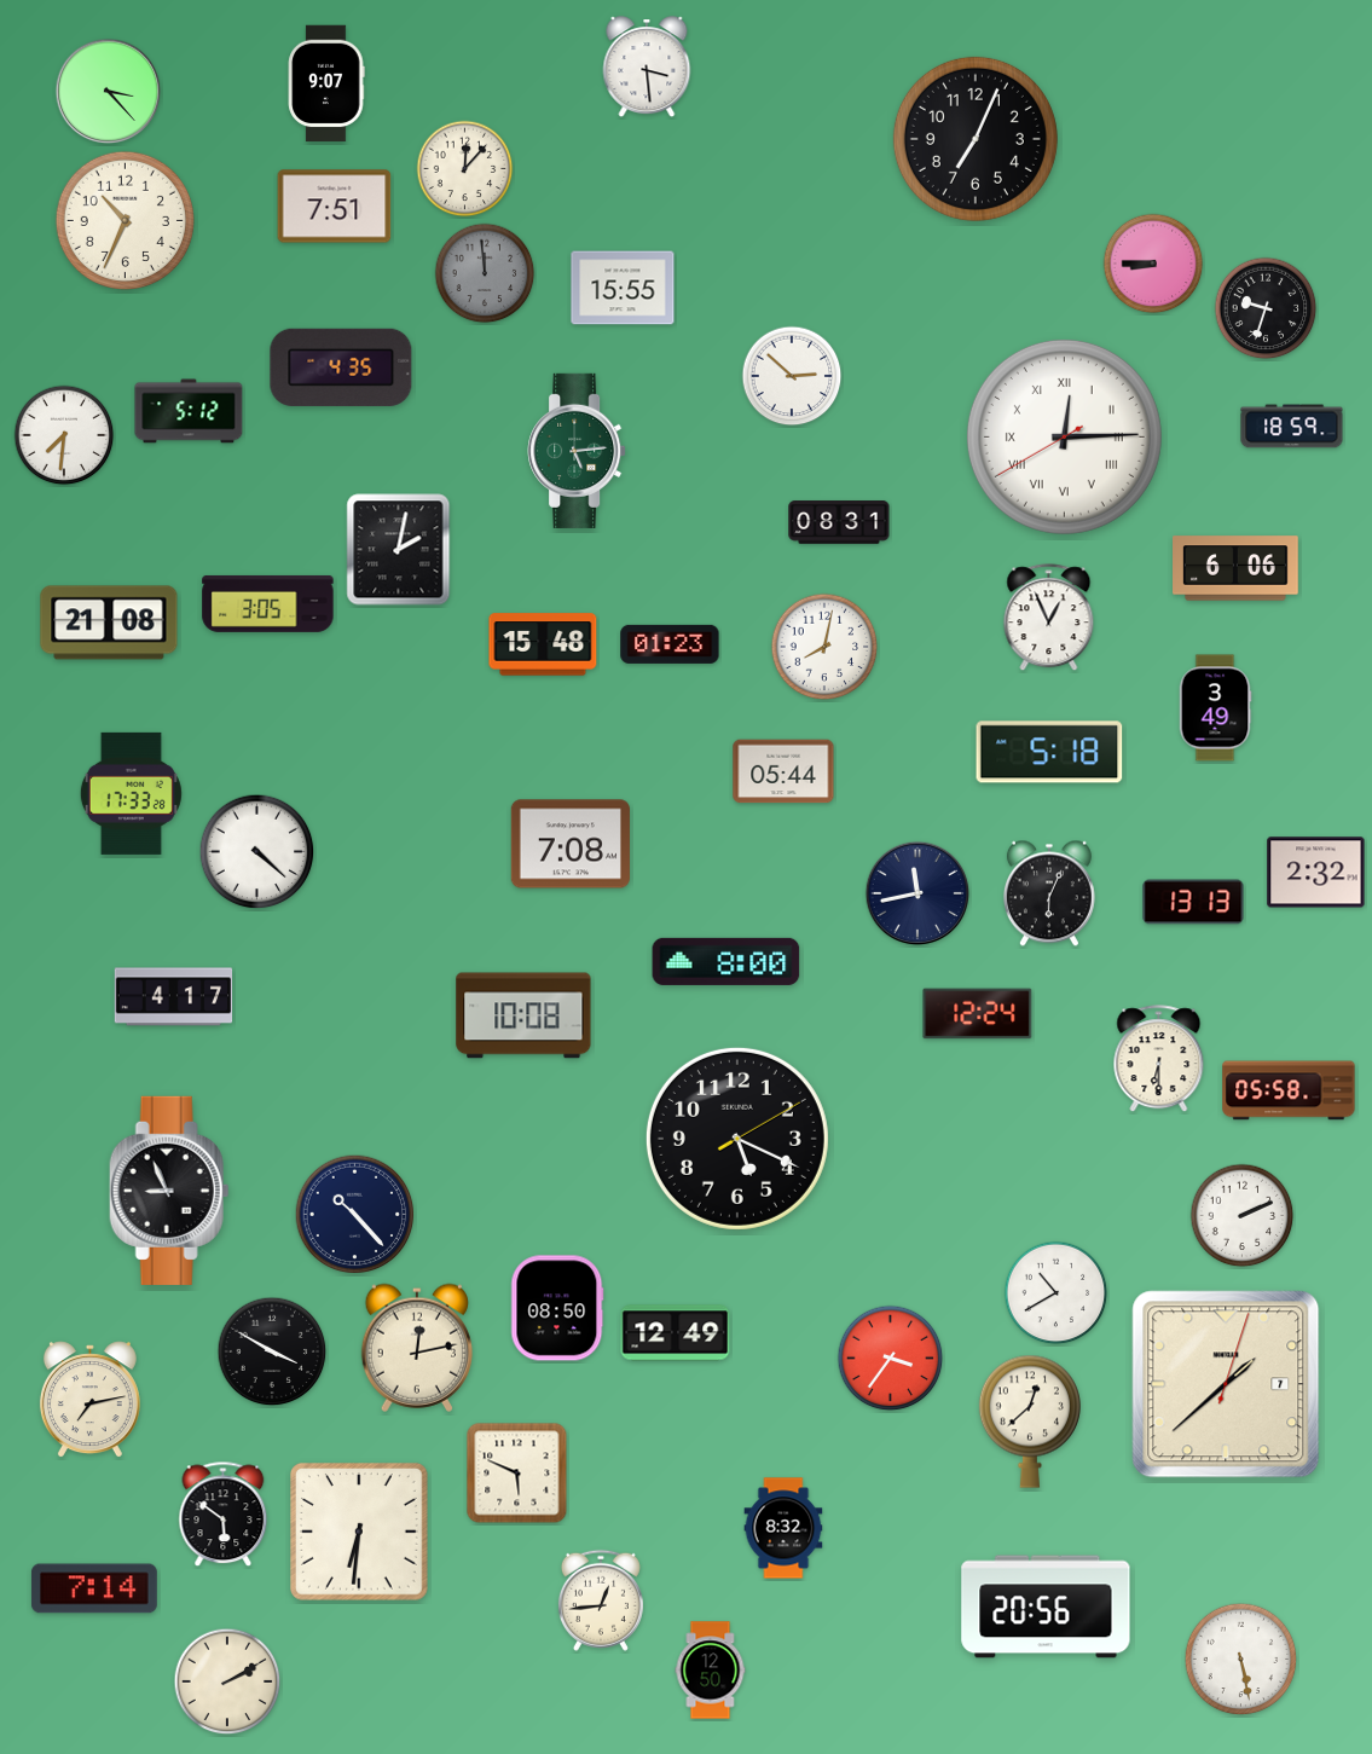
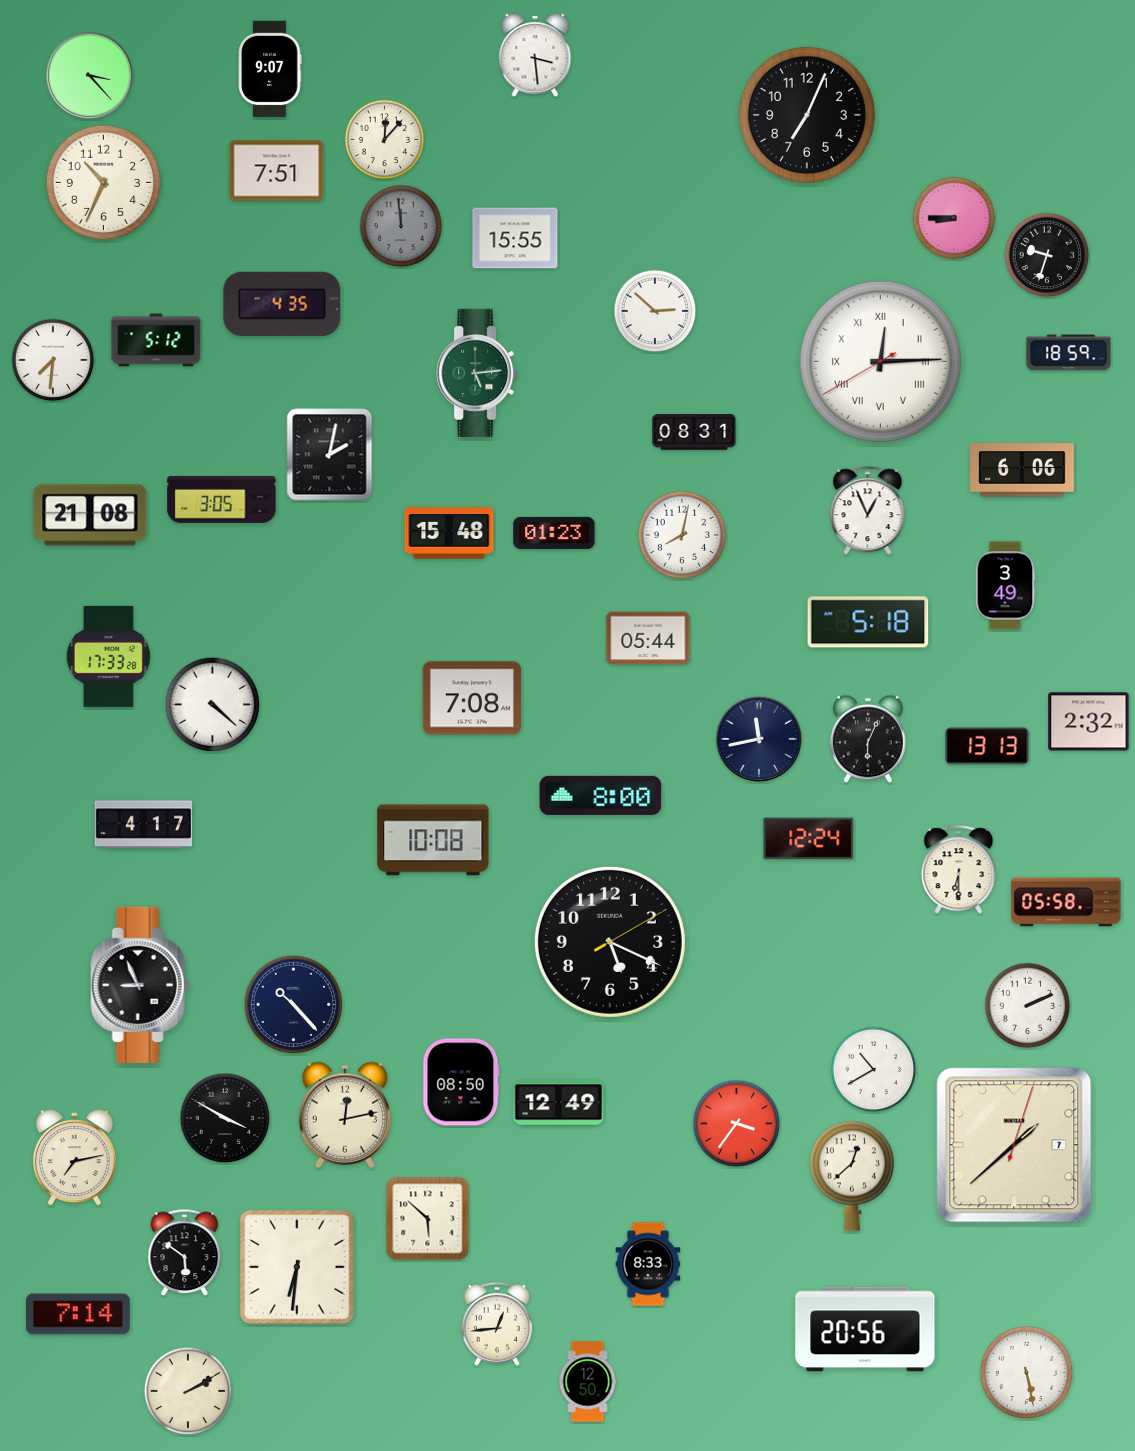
clock at (1159, 1059) position: (1159, 1059) -> (959, 870)
clock at (517, 1474): 5:49 -> 5:52
clock at (783, 1528): 8:32 -> 8:33
